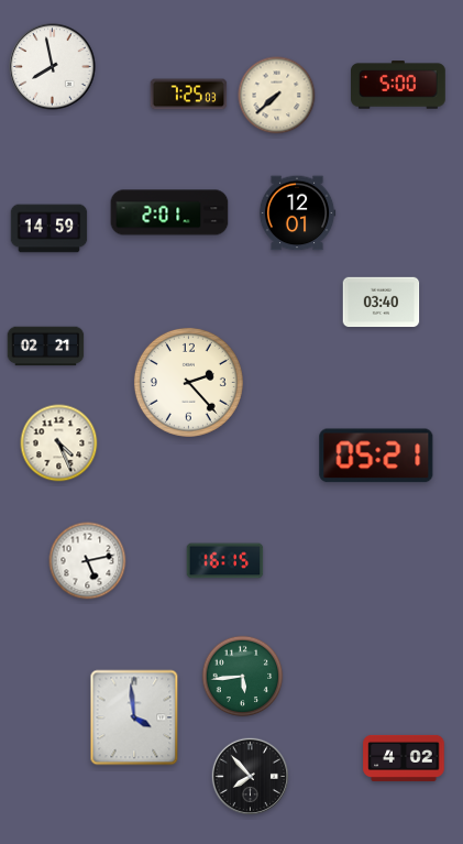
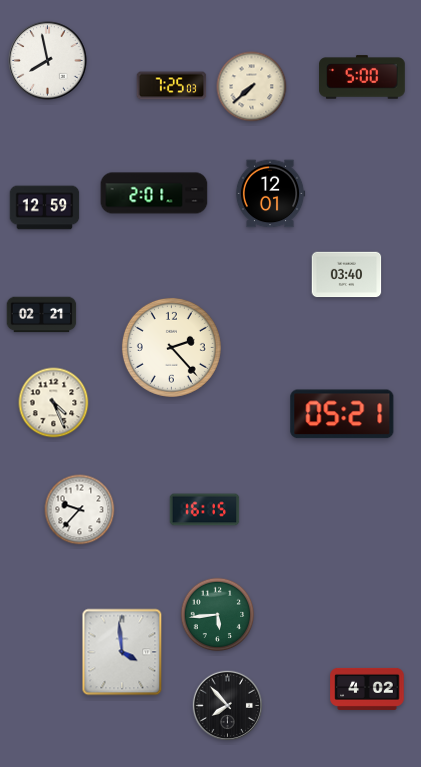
clock at (49, 229): 14:59 -> 12:59
clock at (88, 561): 5:13 -> 9:37
clock at (243, 677) position: (243, 677) -> (218, 615)
